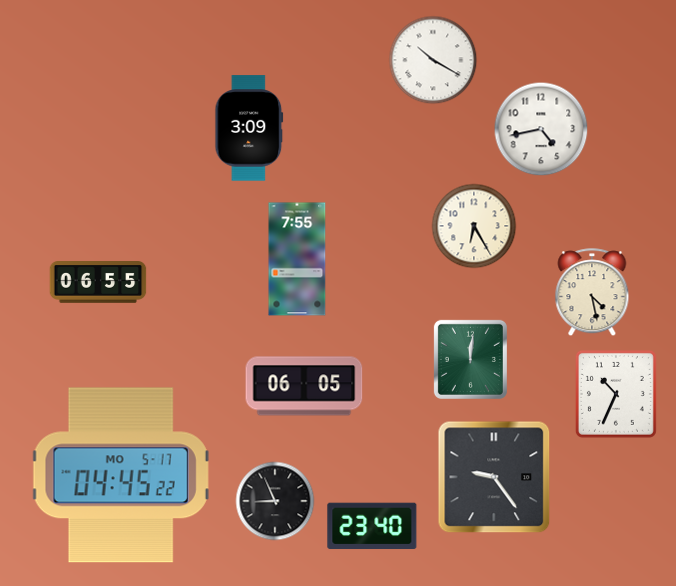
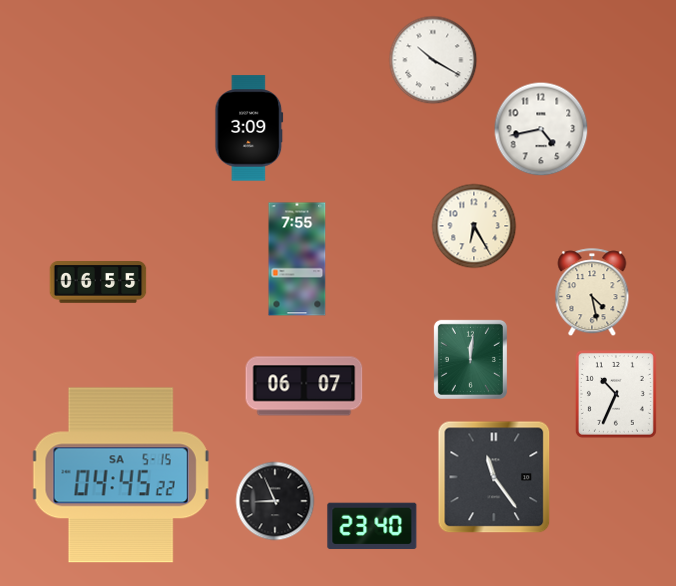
clock at (304, 386): 06:05 -> 06:07
clock at (121, 475) date: MO 5-17 -> SA 5-15
clock at (494, 477): 9:24 -> 11:24
